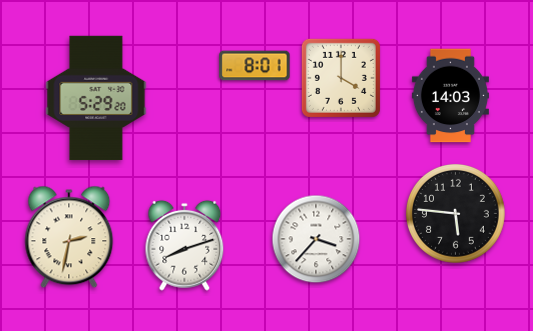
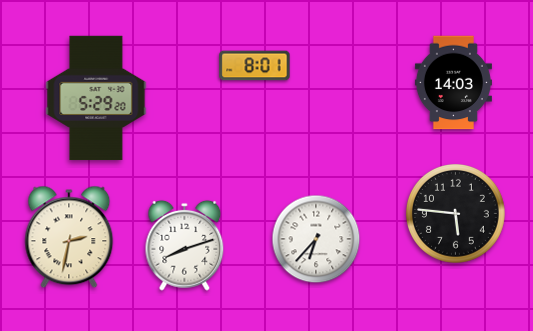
clock at (341, 78): 4:00 -> none
clock at (450, 96) position: (450, 96) -> (453, 83)
clock at (316, 239): 3:37 -> 6:37
